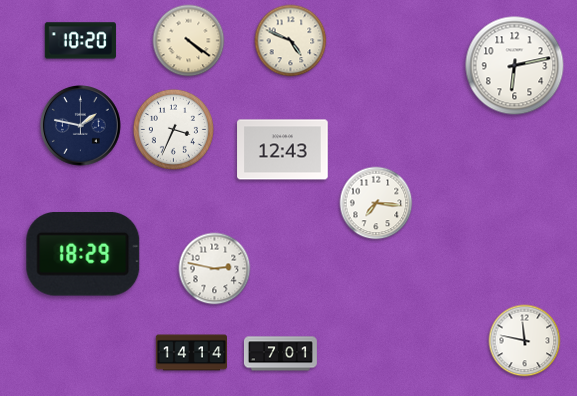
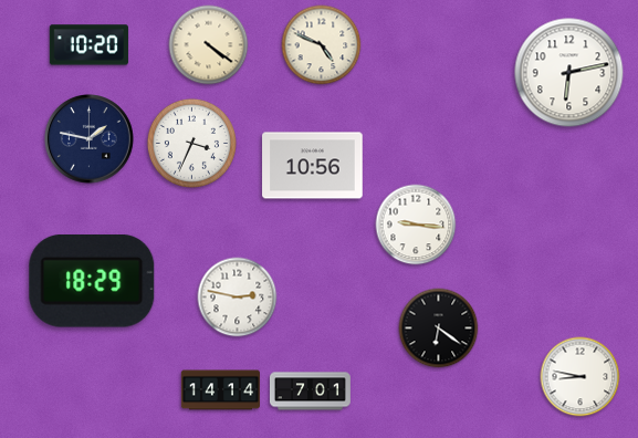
clock at (283, 150): 12:43 -> 10:56
clock at (376, 203): 7:16 -> 9:16
clock at (439, 328): none -> 6:21
clock at (525, 341): 11:47 -> 8:47
clock at (191, 353) position: (191, 353) -> (220, 390)
